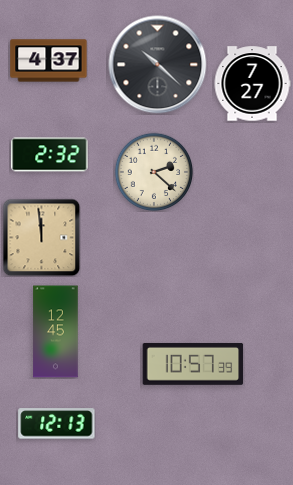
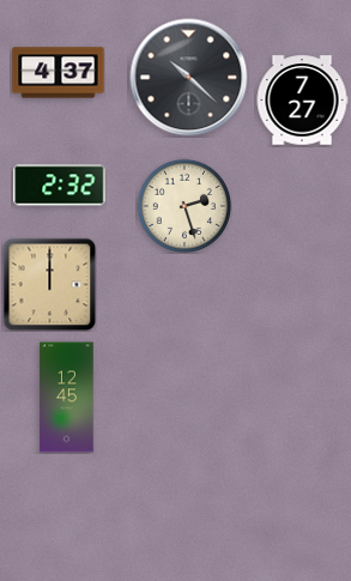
clock at (154, 172): 2:22 -> 2:27
clock at (41, 237): 11:59 -> 12:00
clock at (193, 364): 10:57 -> none
clock at (57, 424): 12:13 -> none
